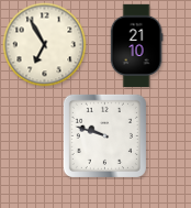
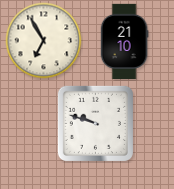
clock at (45, 45) position: (45, 45) -> (44, 41)
